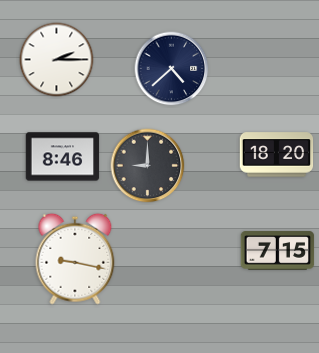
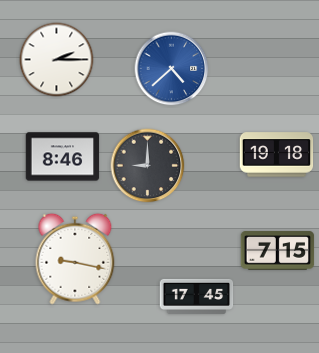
clock at (172, 69) dial: navy -> blue
clock at (277, 155): 18:20 -> 19:18
clock at (197, 296): none -> 17:45
